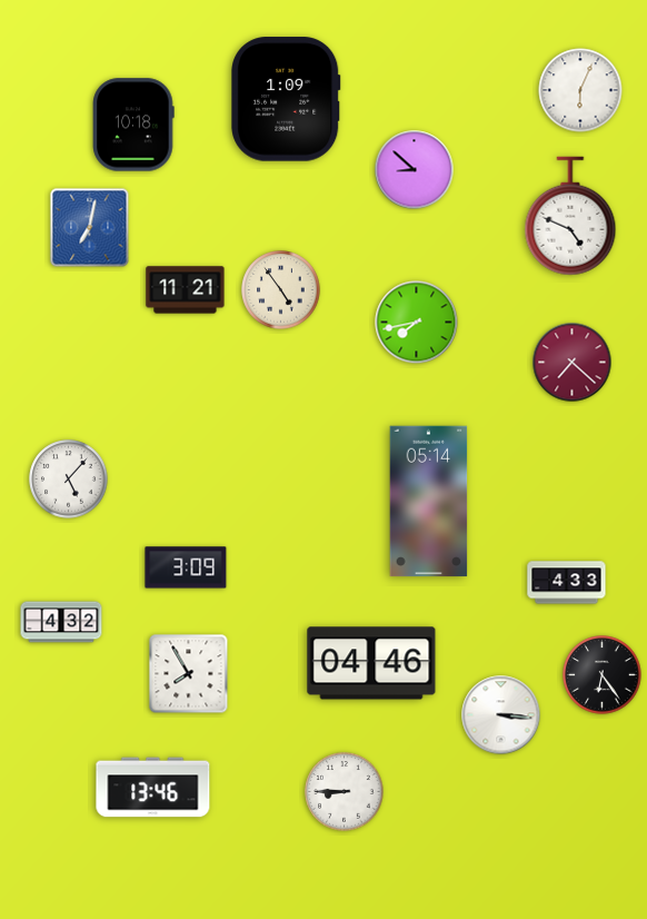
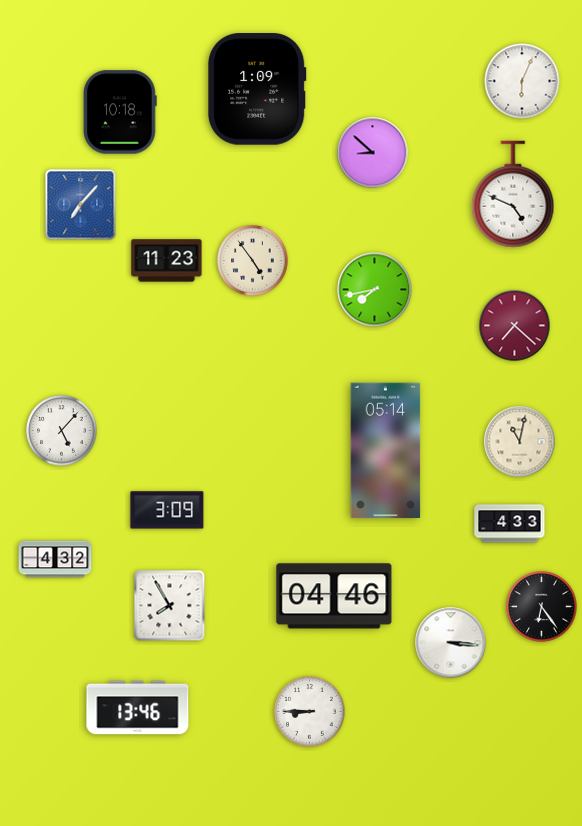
clock at (90, 228): 7:02 -> 7:07
clock at (186, 290): 11:21 -> 11:23
clock at (520, 442): none -> 11:02
